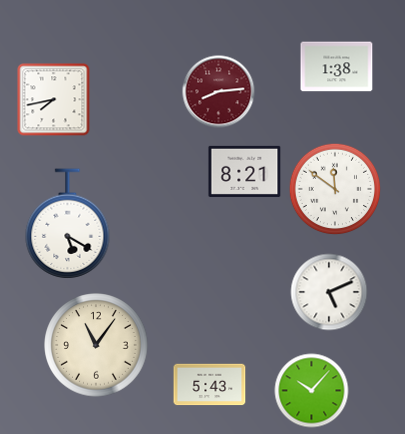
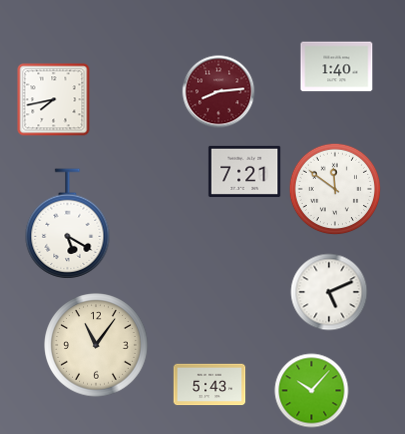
clock at (337, 67): 1:38 -> 1:40
clock at (245, 171): 8:21 -> 7:21
